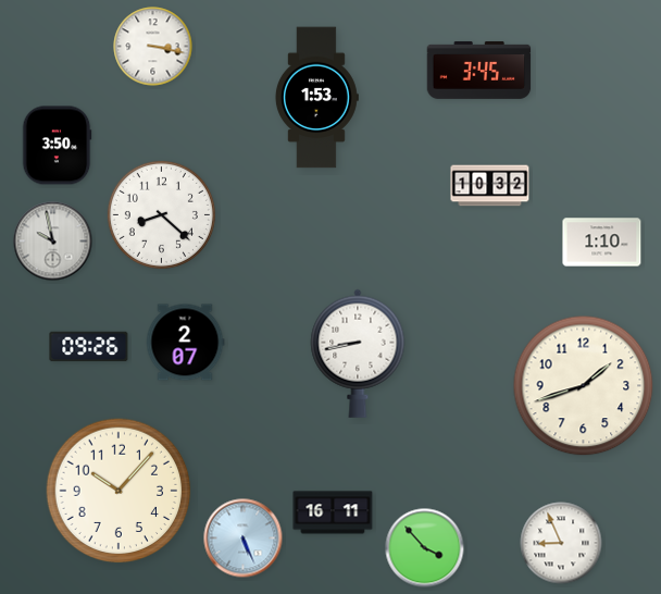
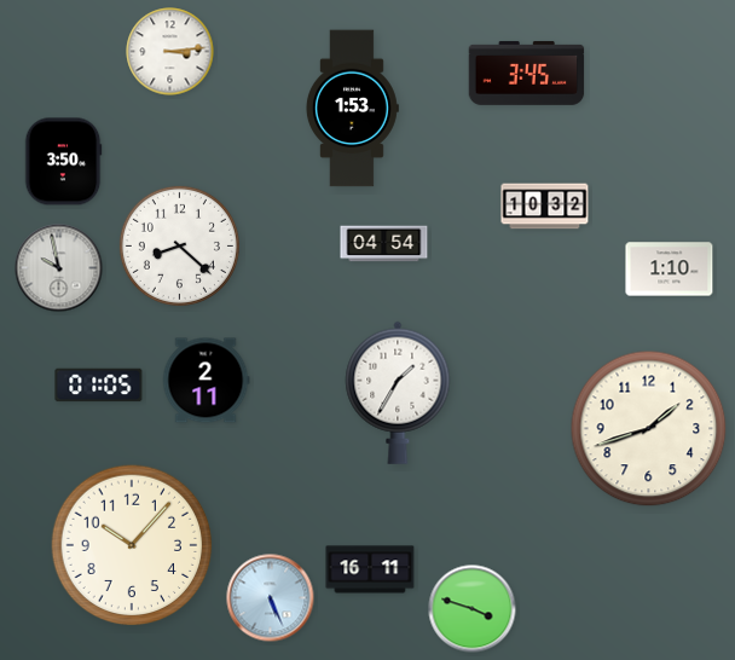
clock at (153, 47): 3:17 -> 3:14
clock at (479, 70) position: (479, 70) -> (527, 73)
clock at (161, 214) position: (161, 214) -> (179, 245)
clock at (384, 244): none -> 04:54
clock at (185, 343): 2:07 -> 2:11
clock at (89, 347): 09:26 -> 01:05
clock at (358, 354): 8:43 -> 1:35
clock at (561, 543): 8:56 -> none
clock at (425, 548): 3:53 -> 3:48
